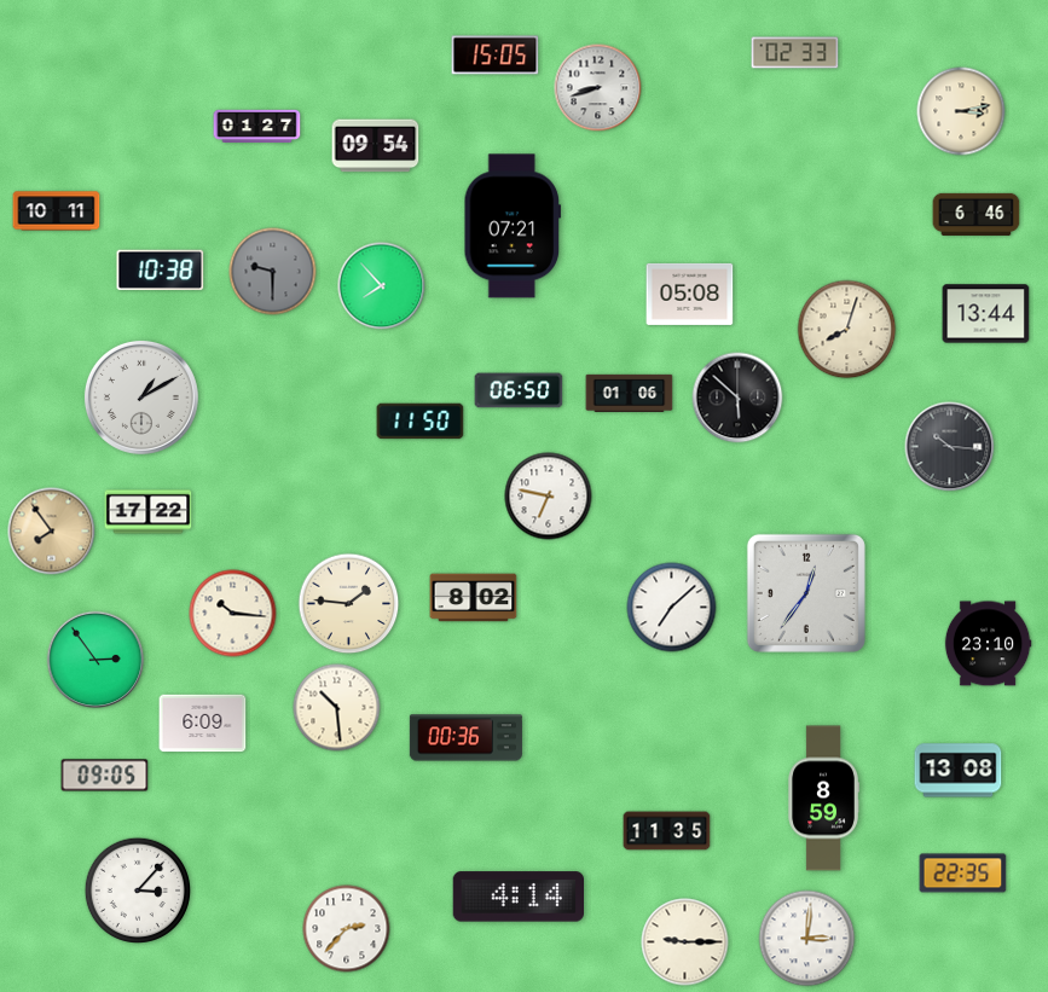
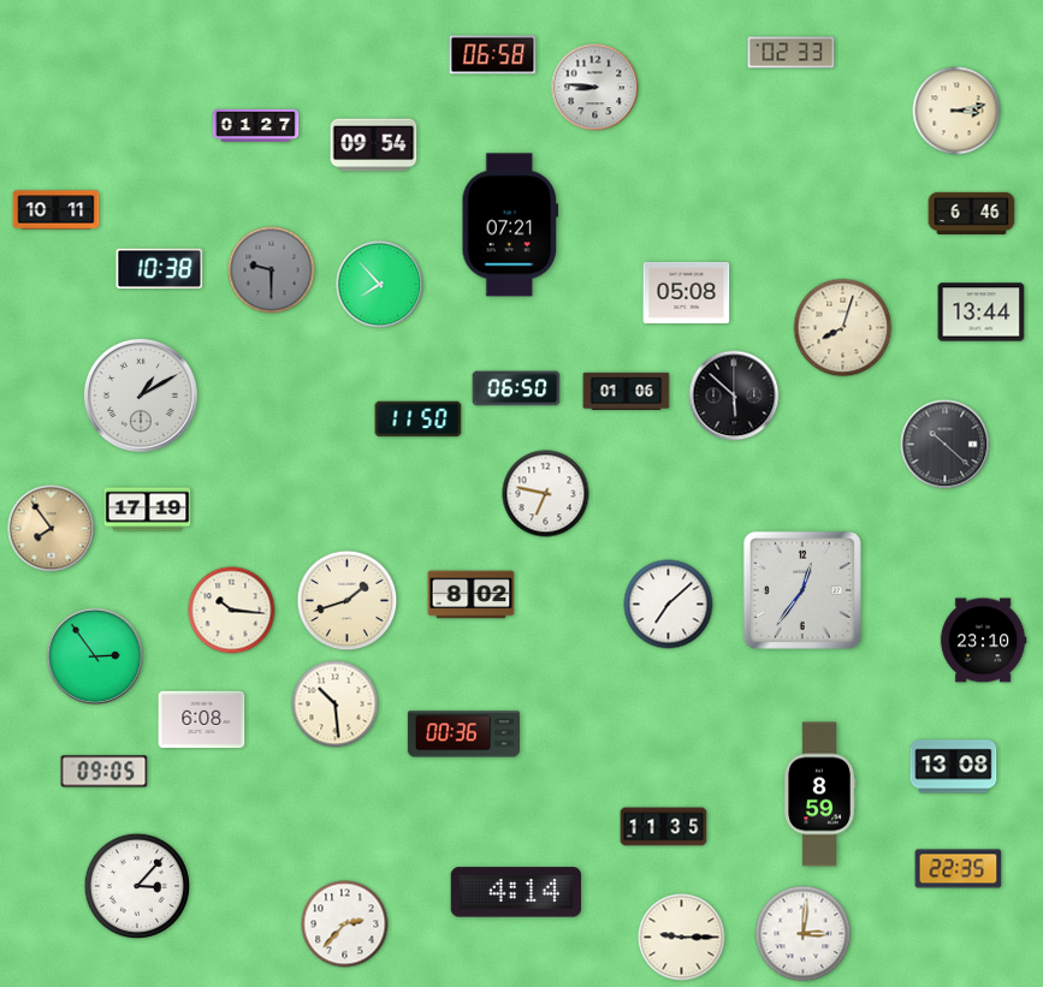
clock at (496, 56): 15:05 -> 06:58
clock at (598, 88): 8:42 -> 8:46
clock at (950, 447): 10:16 -> 10:22
clock at (149, 512): 17:22 -> 17:19
clock at (349, 604): 1:46 -> 1:42
clock at (203, 724): 6:09 -> 6:08
